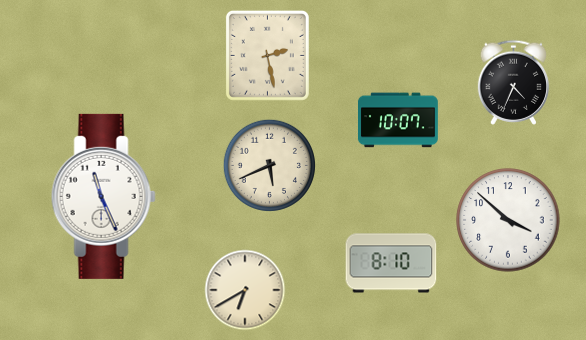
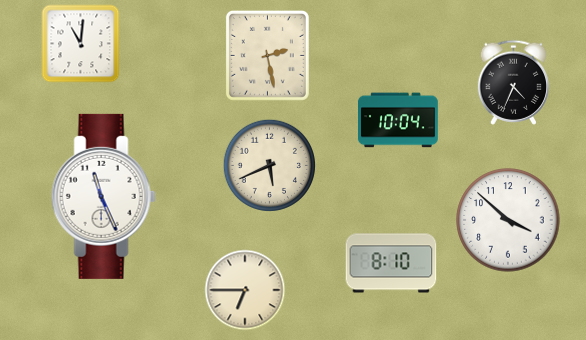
clock at (81, 44): none -> 11:01
clock at (399, 120): 10:07 -> 10:04
clock at (245, 290): 6:40 -> 6:45
